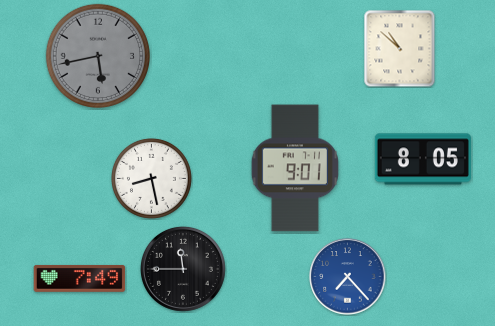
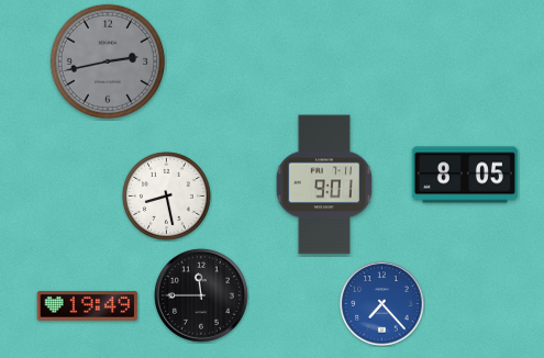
clock at (400, 48): 10:52 -> none
clock at (97, 55): 5:43 -> 2:43
clock at (80, 278): 7:49 -> 19:49
